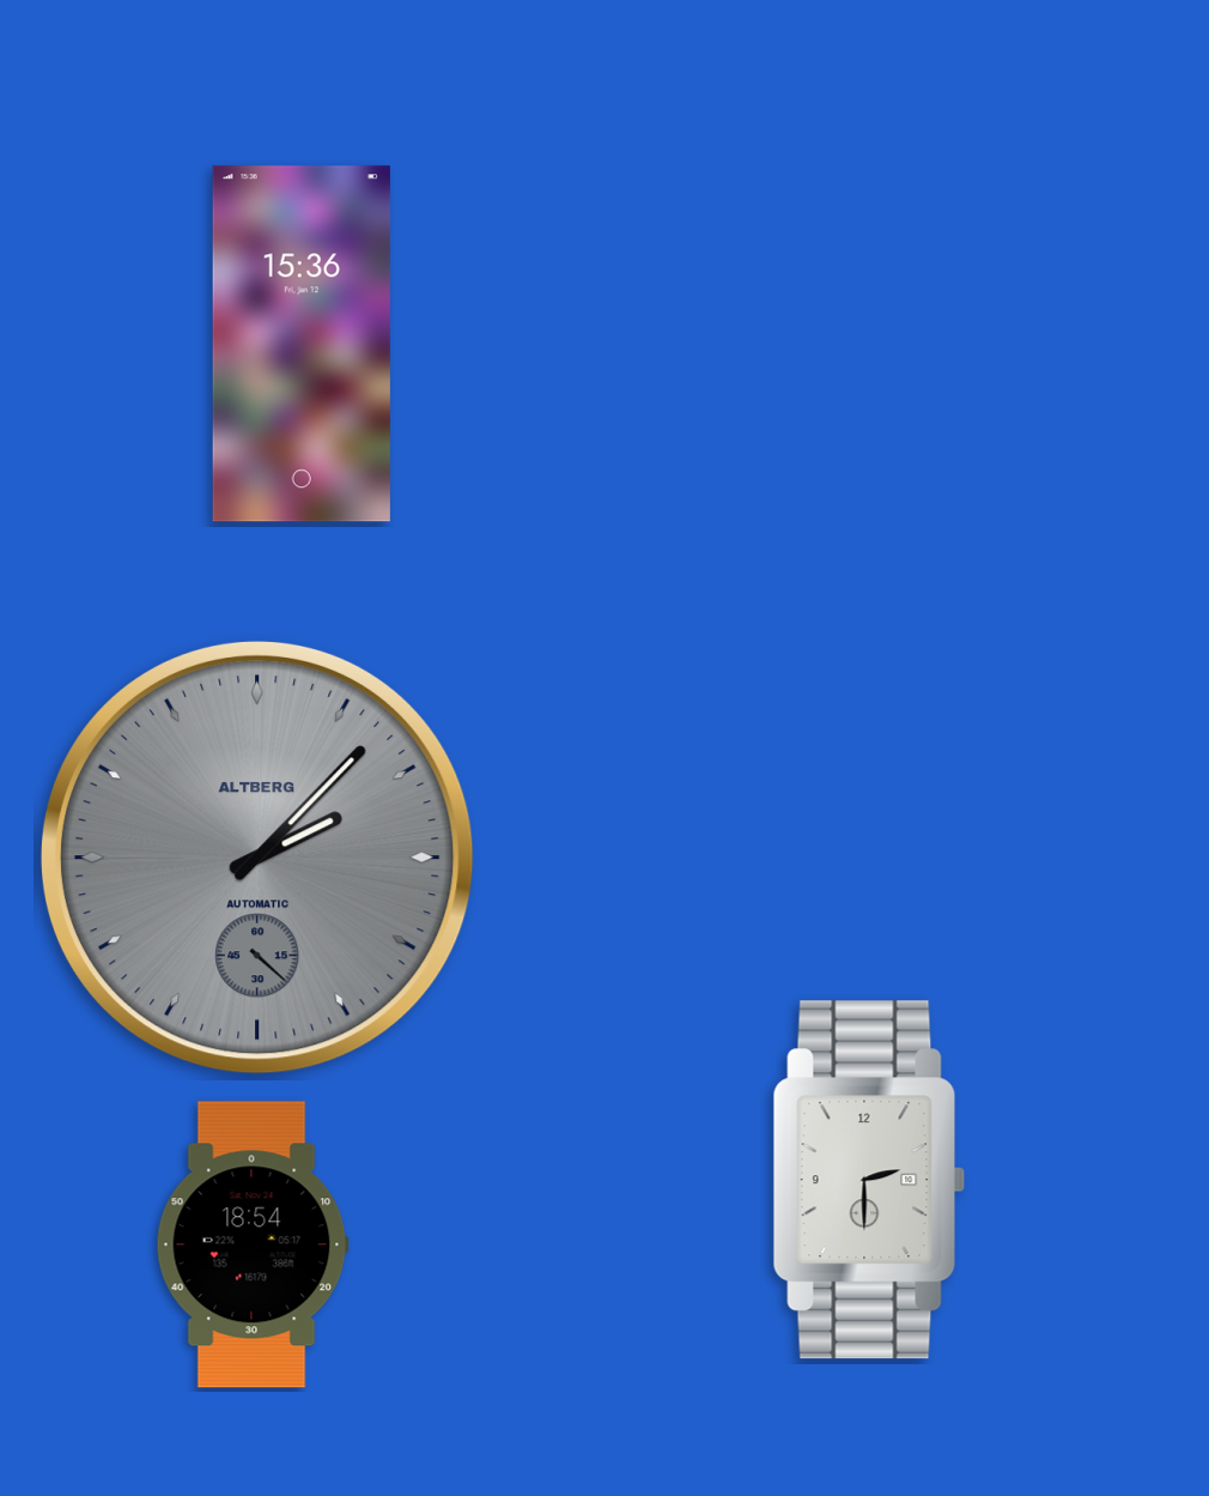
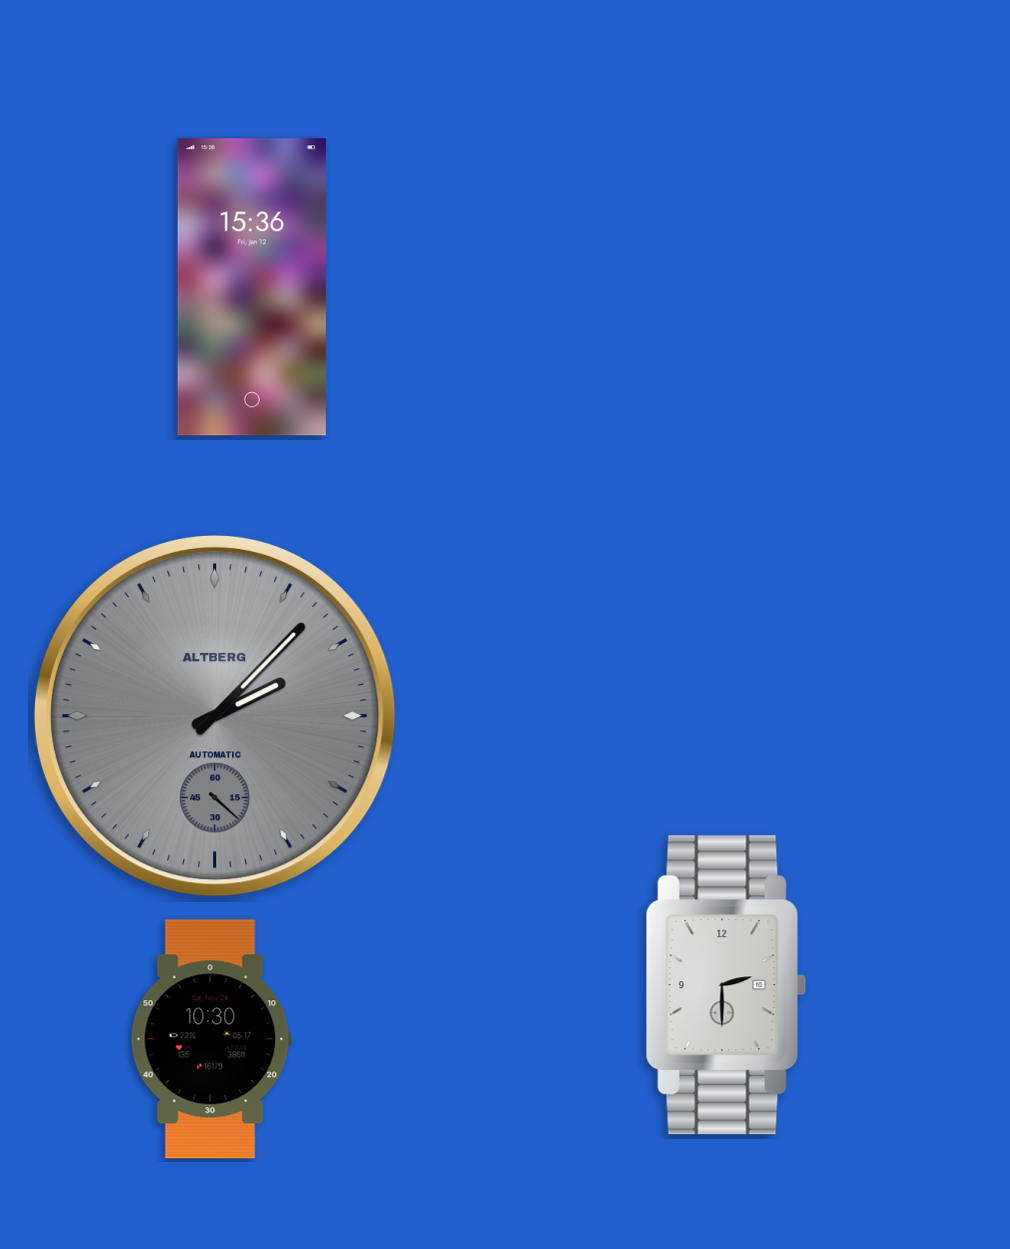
clock at (253, 1244): 18:54 -> 10:30
